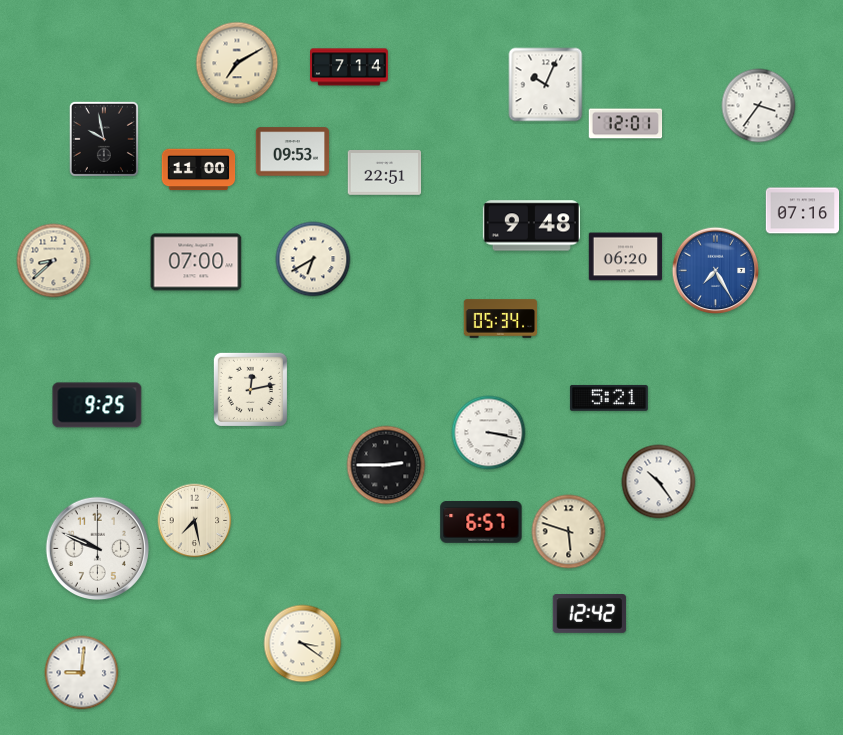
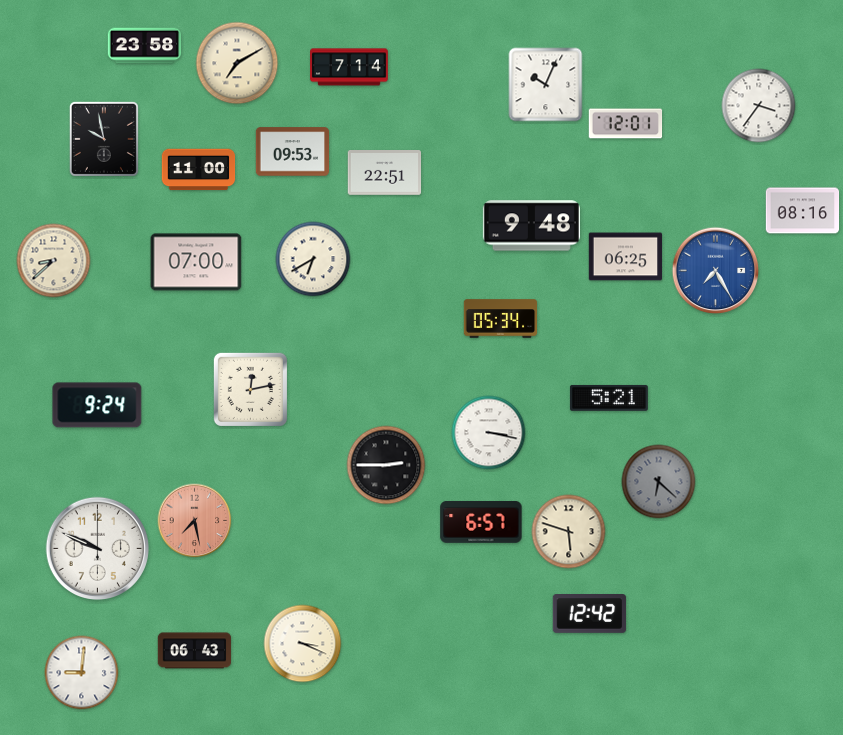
clock at (145, 46): none -> 23:58
clock at (803, 211): 07:16 -> 08:16
clock at (626, 257): 06:20 -> 06:25
clock at (97, 405): 9:25 -> 9:24
clock at (659, 482): 10:24 -> 6:22
clock at (659, 482) dial: white -> grey
clock at (195, 521) dial: cream -> salmon
clock at (303, 644): 3:21 -> 3:19
clock at (195, 651): none -> 06:43
